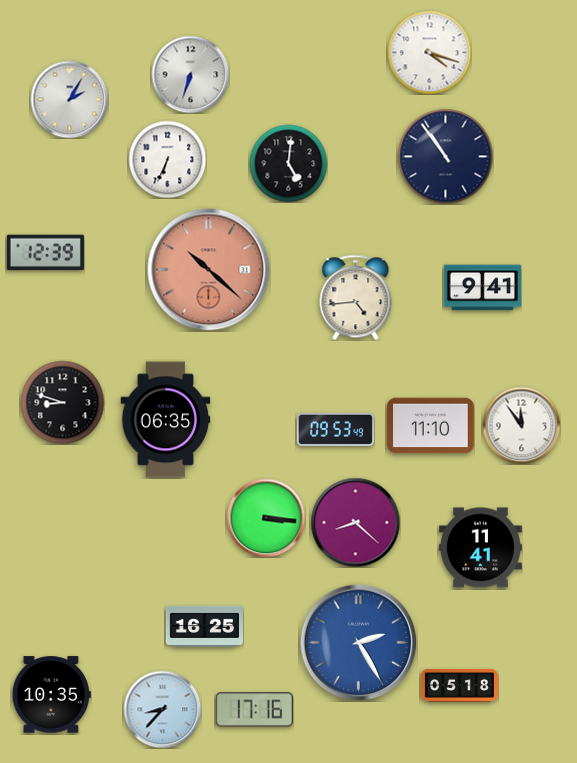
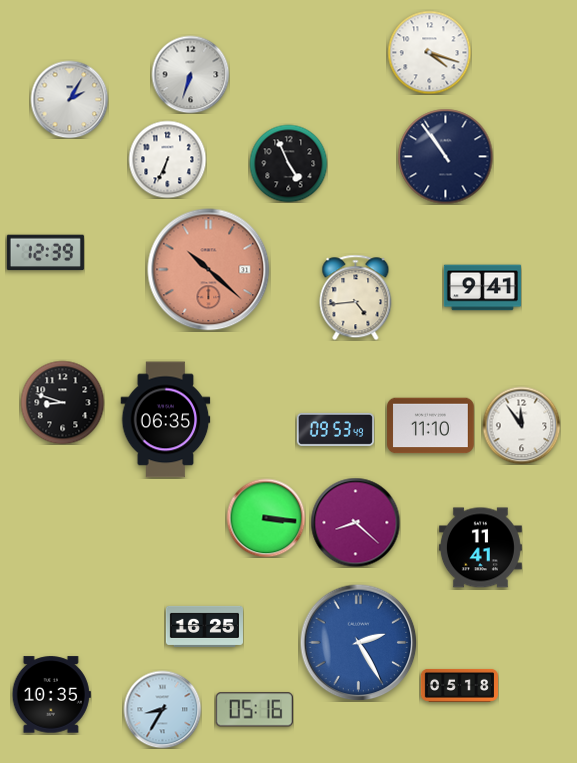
clock at (288, 163): 5:01 -> 4:56
clock at (162, 709): 8:37 -> 8:35
clock at (254, 710): 17:16 -> 05:16
